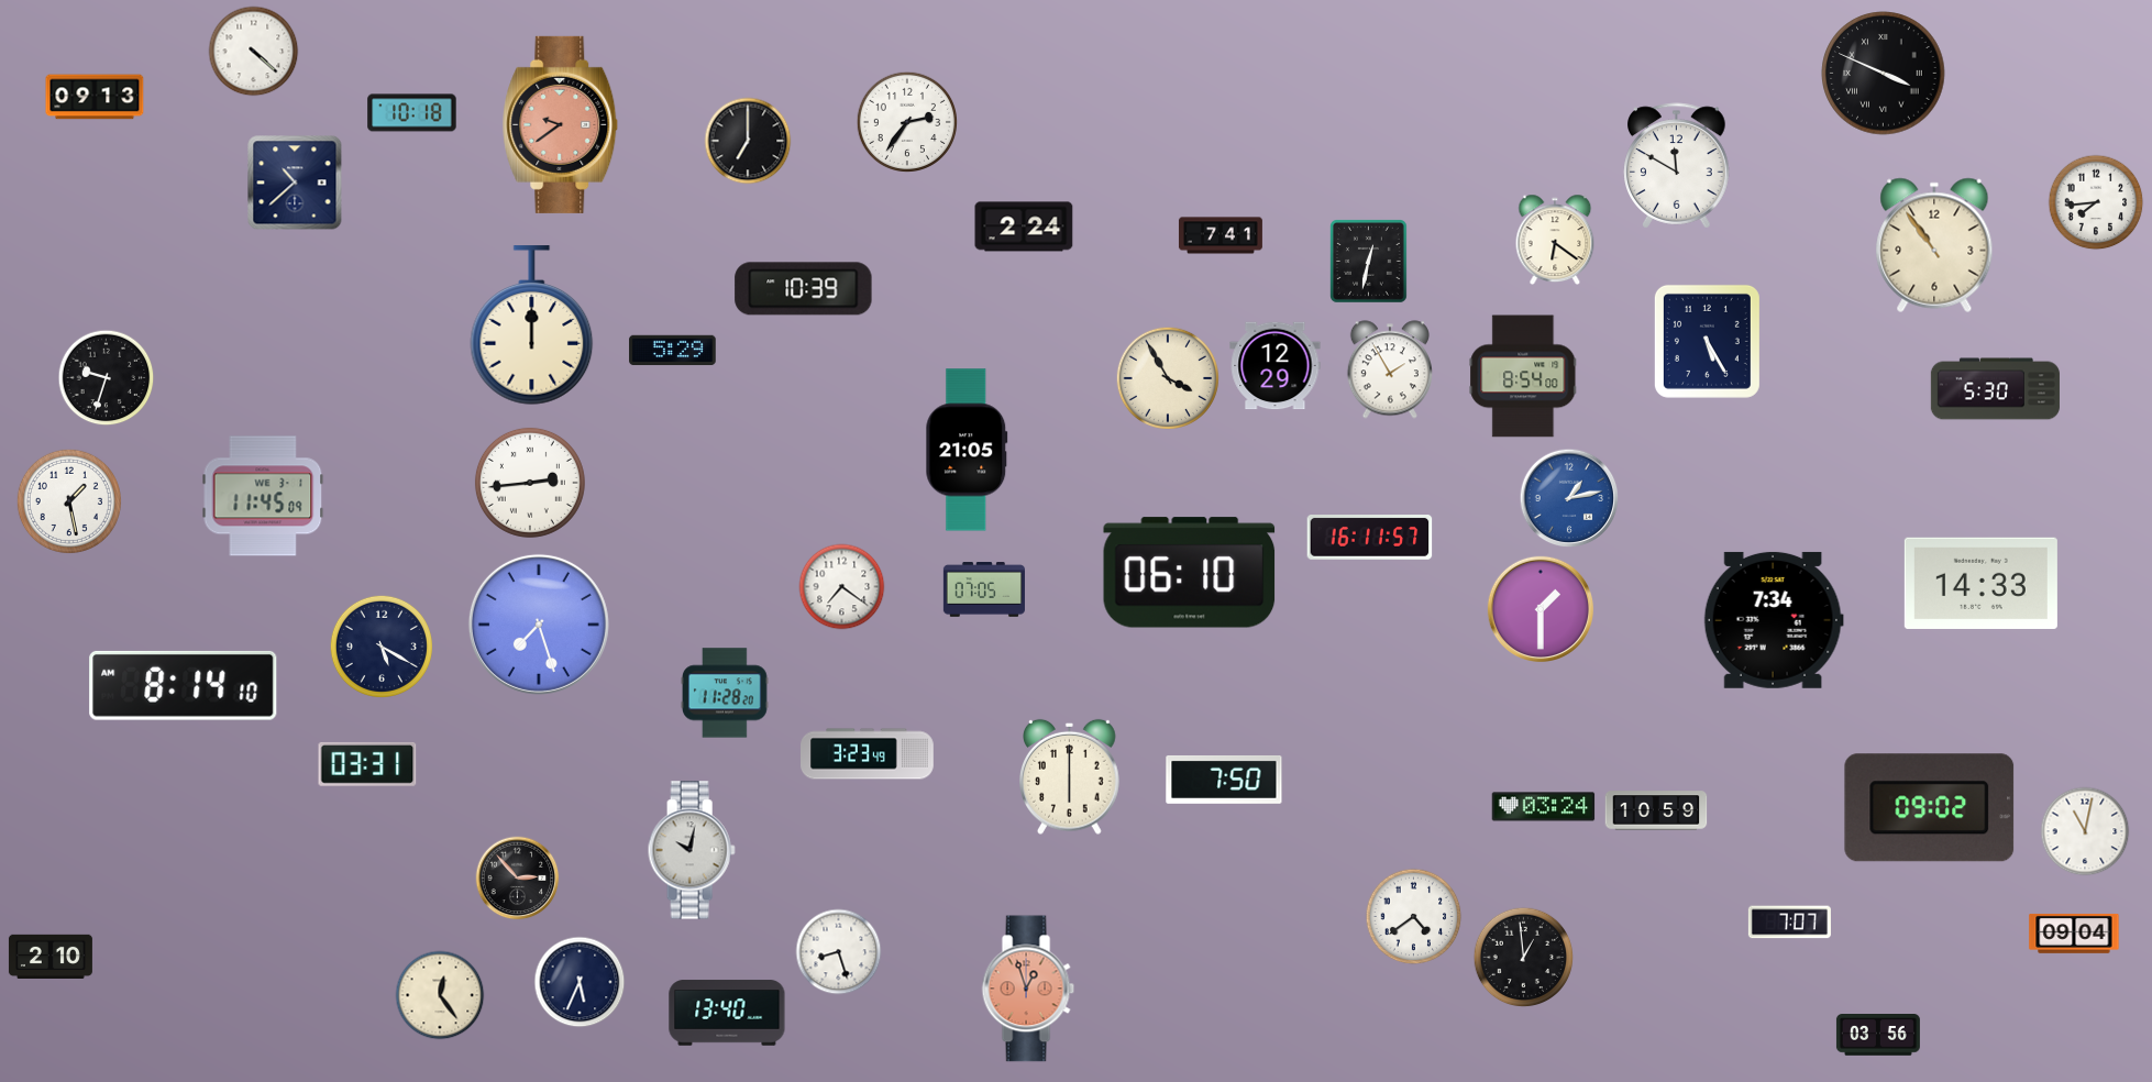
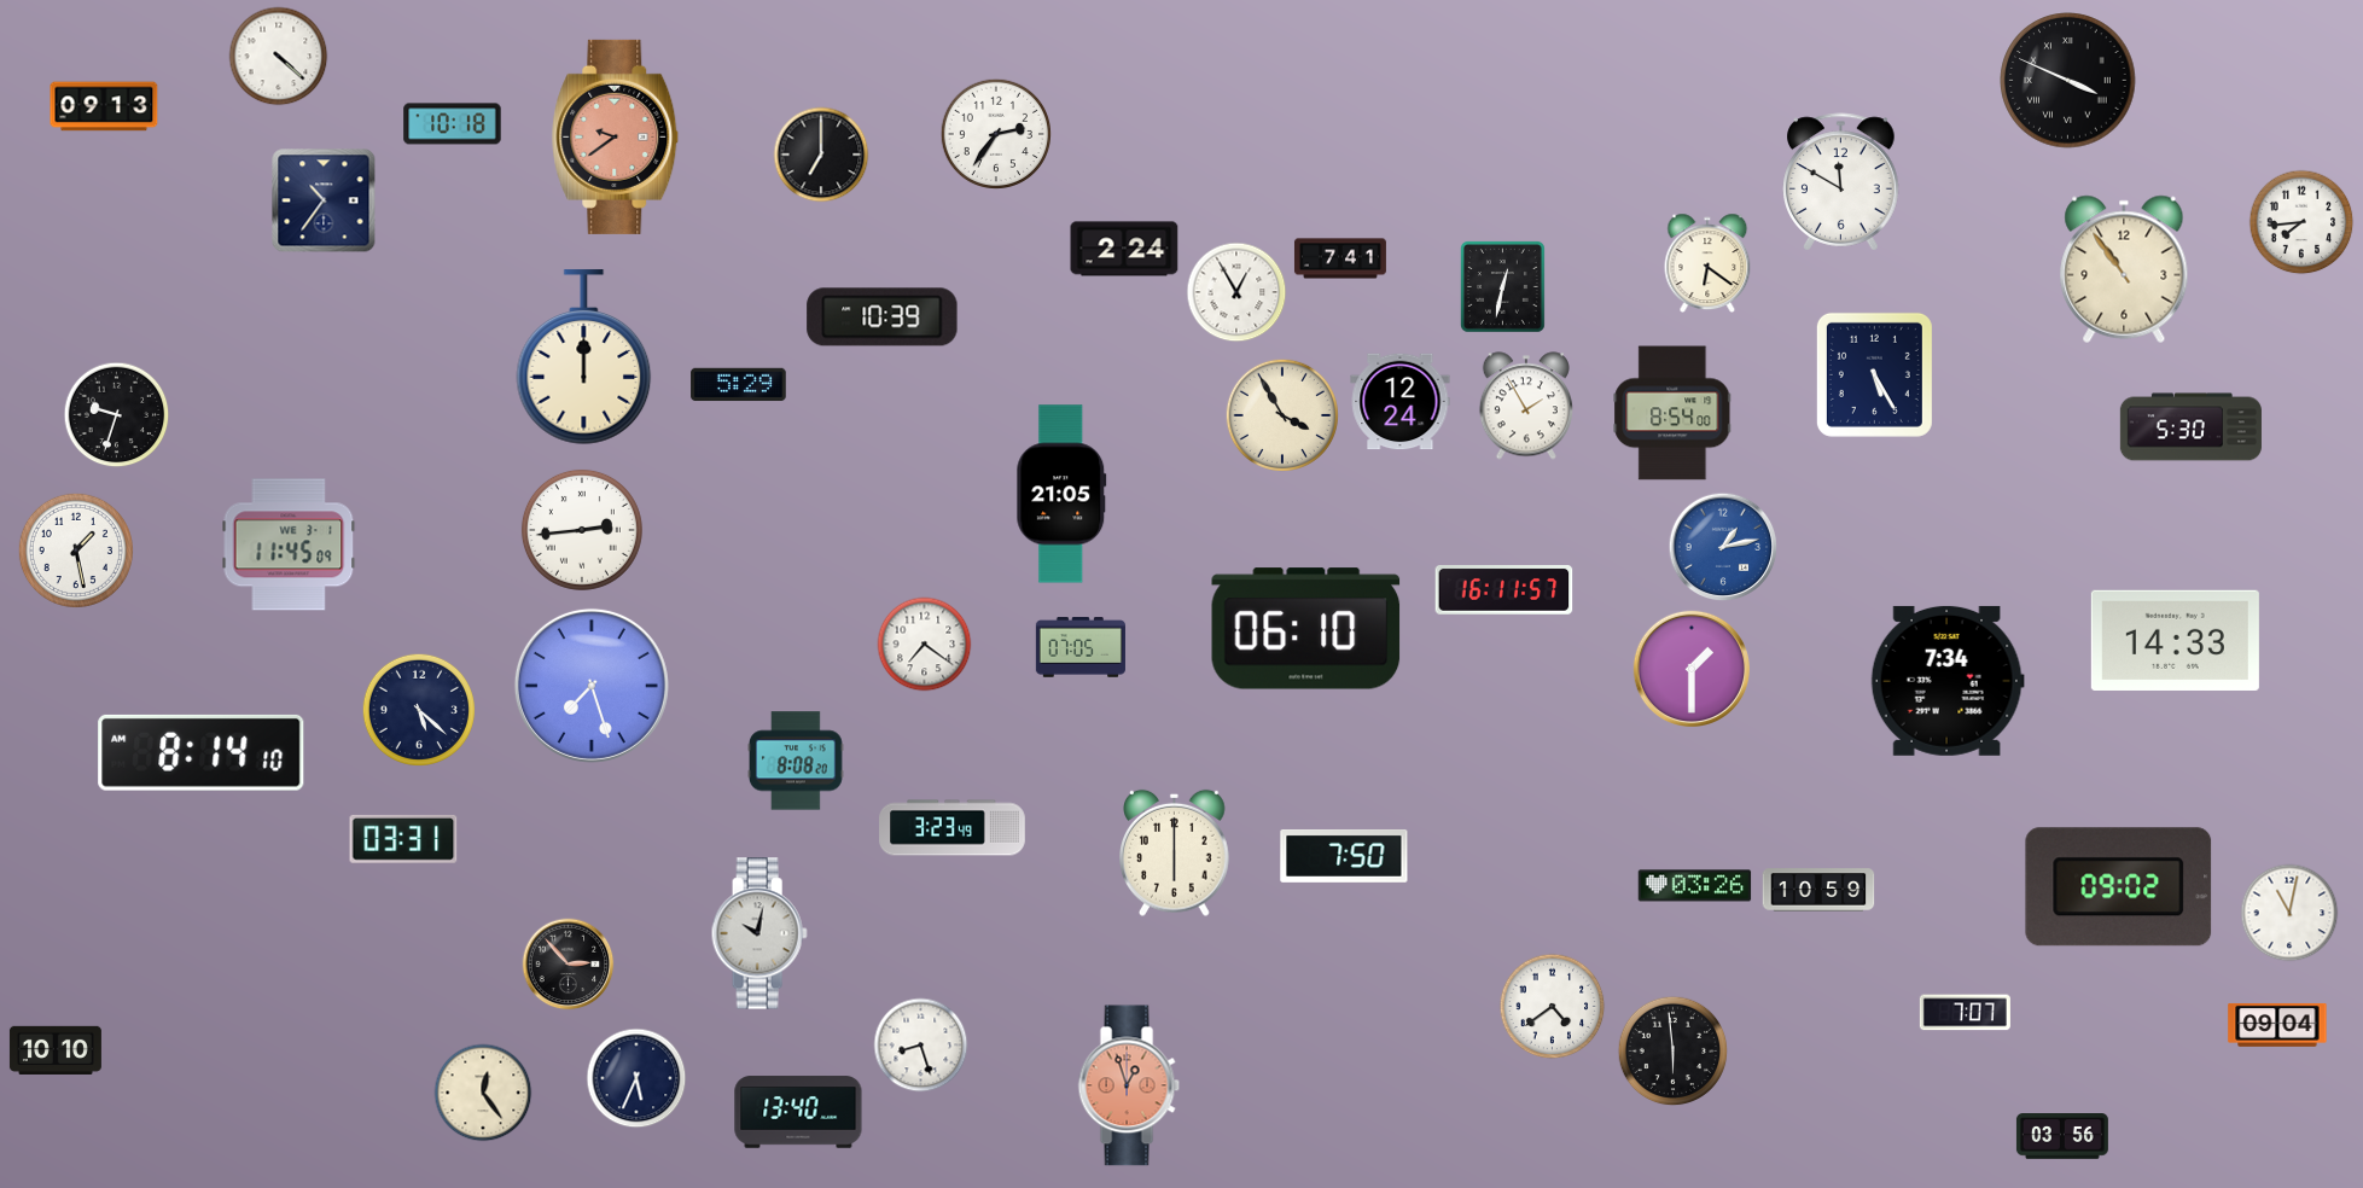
clock at (295, 183): 10:38 -> 10:36
clock at (1236, 292): none -> 12:55
clock at (1276, 366): 12:29 -> 12:24
clock at (382, 647): 5:20 -> 5:22
clock at (726, 693): 11:28 -> 8:08
clock at (1544, 807): 03:24 -> 03:26
clock at (51, 957): 2:10 -> 10:10
clock at (1524, 958): 12:59 -> 5:59
